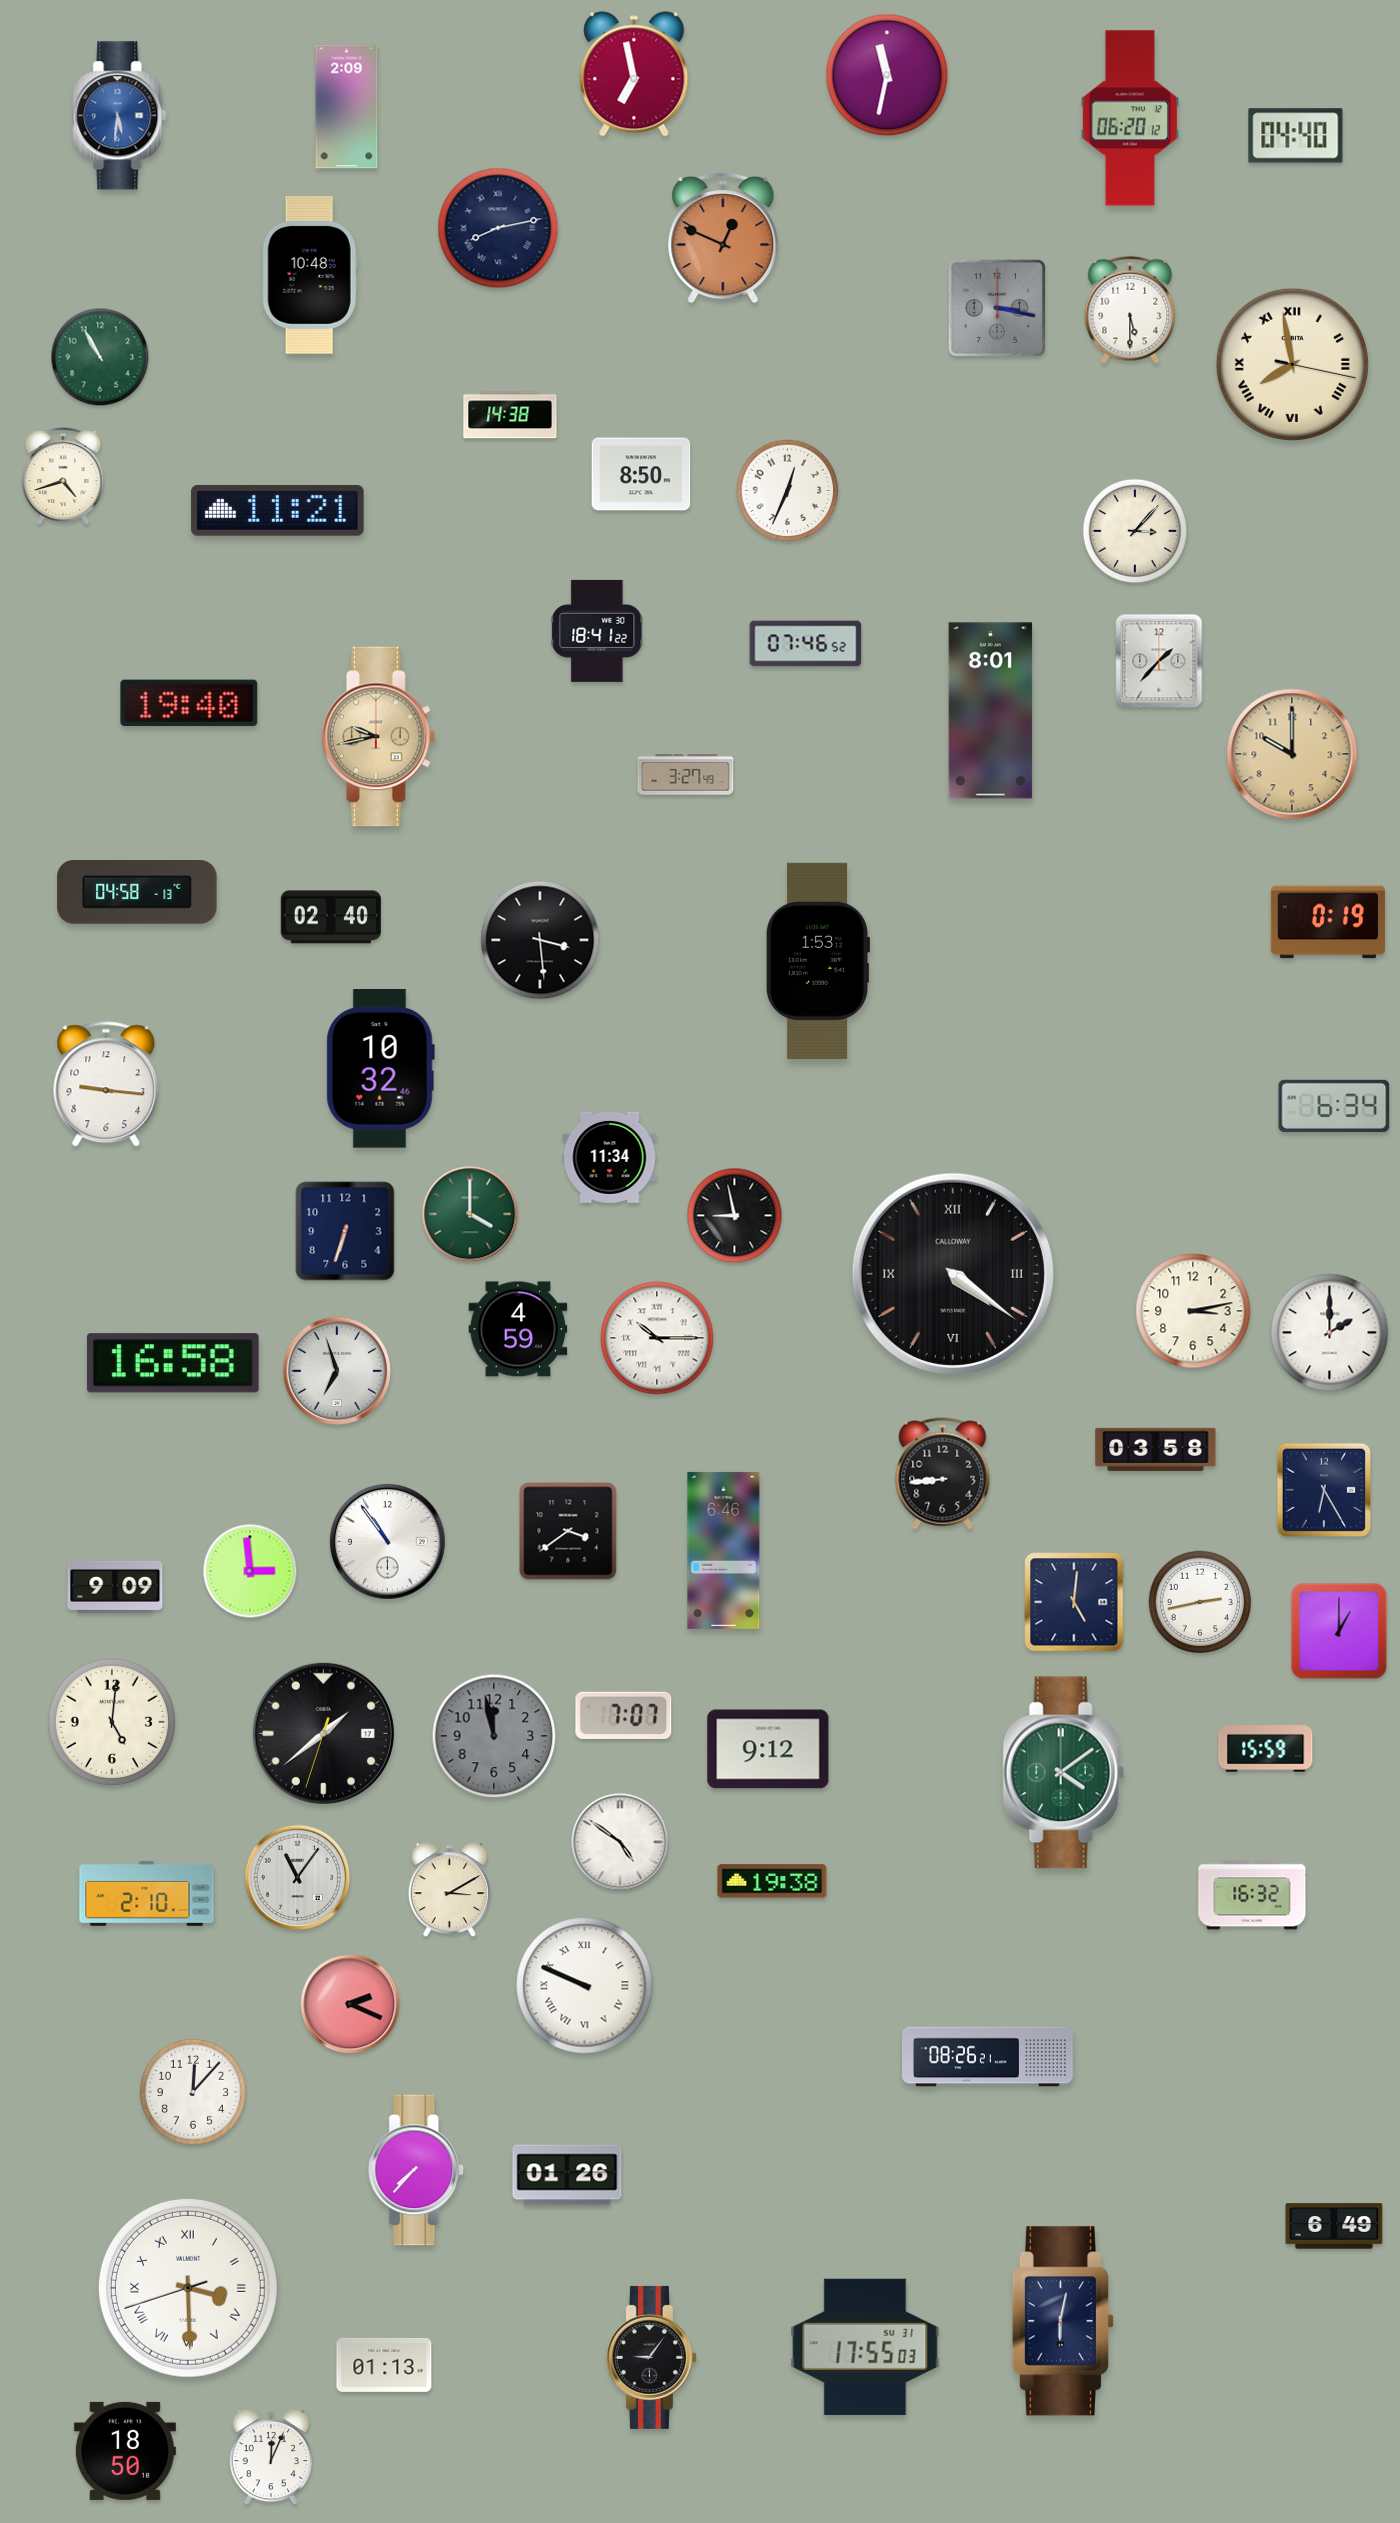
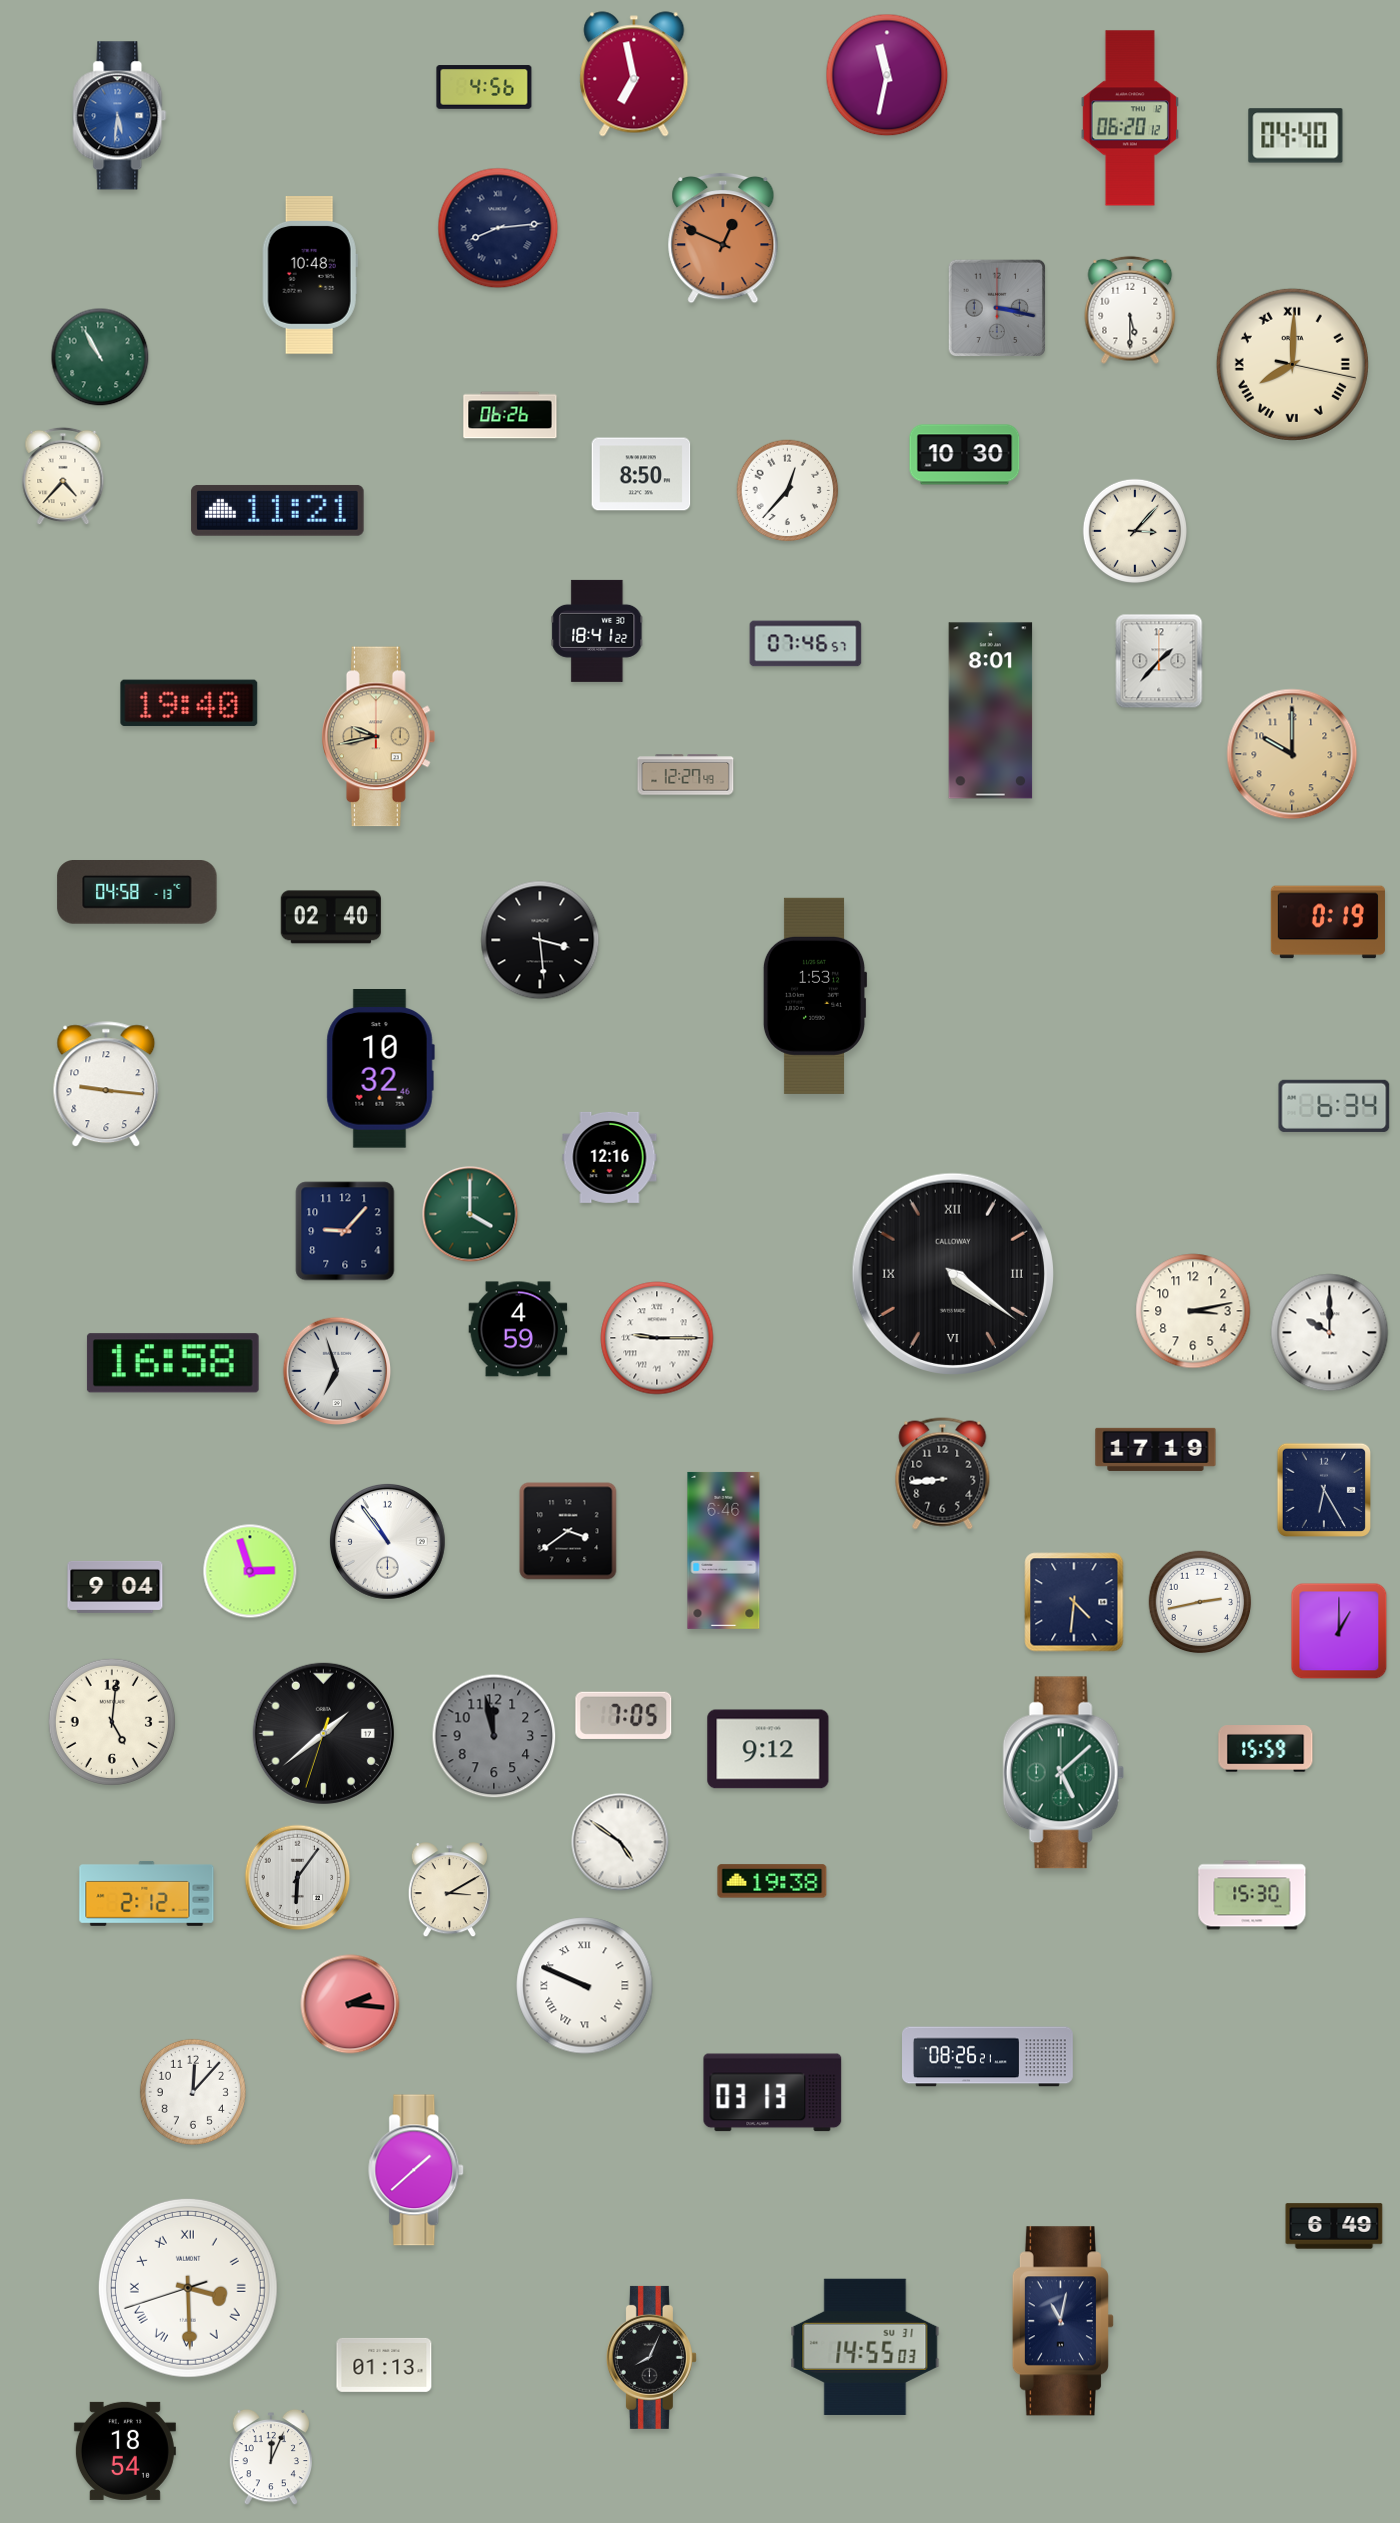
clock at (484, 87): none -> 4:56
clock at (347, 107): 2:09 -> none
clock at (498, 228): 8:13 -> 8:14
clock at (1292, 364): 7:58 -> 8:00
clock at (510, 415): 14:38 -> 06:26
clock at (965, 455): none -> 10:30
clock at (63, 476): 4:42 -> 4:37
clock at (788, 491): 12:34 -> 12:37
clock at (806, 644): 07:46:52 -> 07:46:57
clock at (686, 775): 3:27 -> 12:27
clock at (818, 961) position: (818, 961) -> (815, 996)
clock at (610, 1157): 11:34 -> 12:16
clock at (735, 1216): 8:58 -> none
clock at (345, 1231): 6:33 -> 9:07
clock at (1330, 1333): 2:00 -> 10:00
clock at (657, 1338): 10:15 -> 9:15
clock at (1156, 1449): 03:58 -> 17:19
clock at (250, 1571): 2:59 -> 2:57
clock at (115, 1587): 9:09 -> 9:04
clock at (1074, 1602): 5:01 -> 4:31
clock at (624, 1715): 7:07 -> 7:05
clock at (1063, 1773): 4:09 -> 5:08
clock at (298, 1878): 11:06 -> 6:06
clock at (147, 1894): 2:10 -> 2:12
clock at (1252, 1895): 16:32 -> 15:30
clock at (350, 2004): 2:19 -> 2:16
clock at (773, 2093): none -> 03:13
clock at (417, 2170): 7:37 -> 1:38
clock at (567, 2175): 01:26 -> none
clock at (1063, 2321): 6:02 -> 11:02
clock at (865, 2347): 17:55 -> 14:55
clock at (651, 2357): 9:06 -> 8:04
clock at (125, 2451): 18:50 -> 18:54
